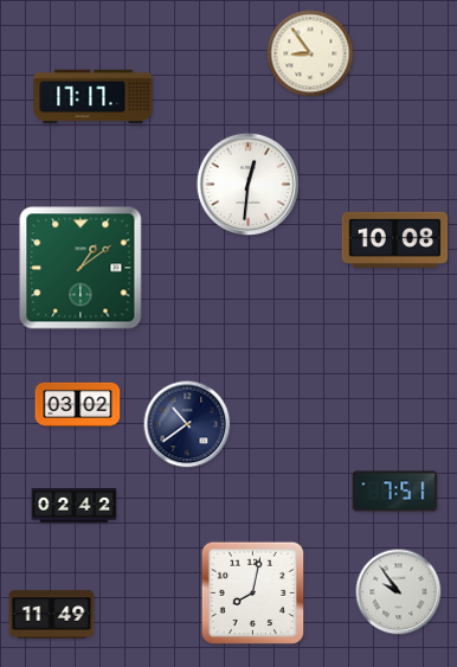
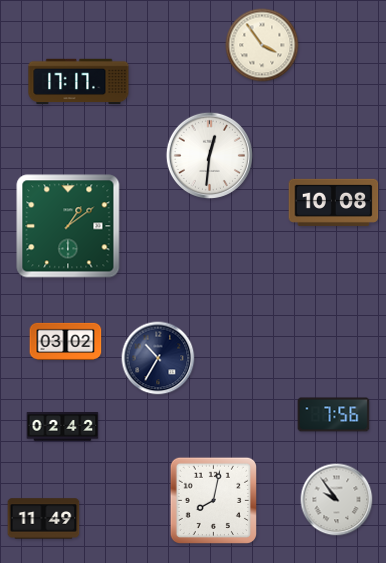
clock at (310, 53): 8:54 -> 3:54
clock at (187, 424): 10:39 -> 10:35
clock at (395, 492): 7:51 -> 7:56
